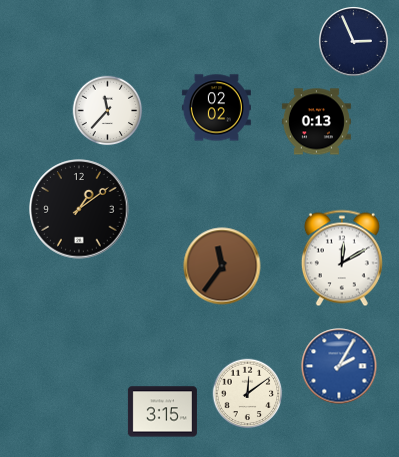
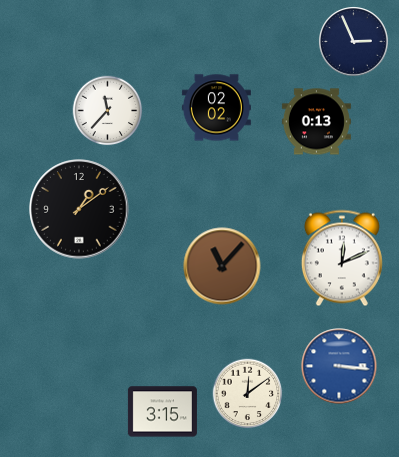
clock at (342, 258): 12:10 -> 12:11
clock at (222, 266): 11:36 -> 11:07
clock at (339, 366): 2:05 -> 3:16
